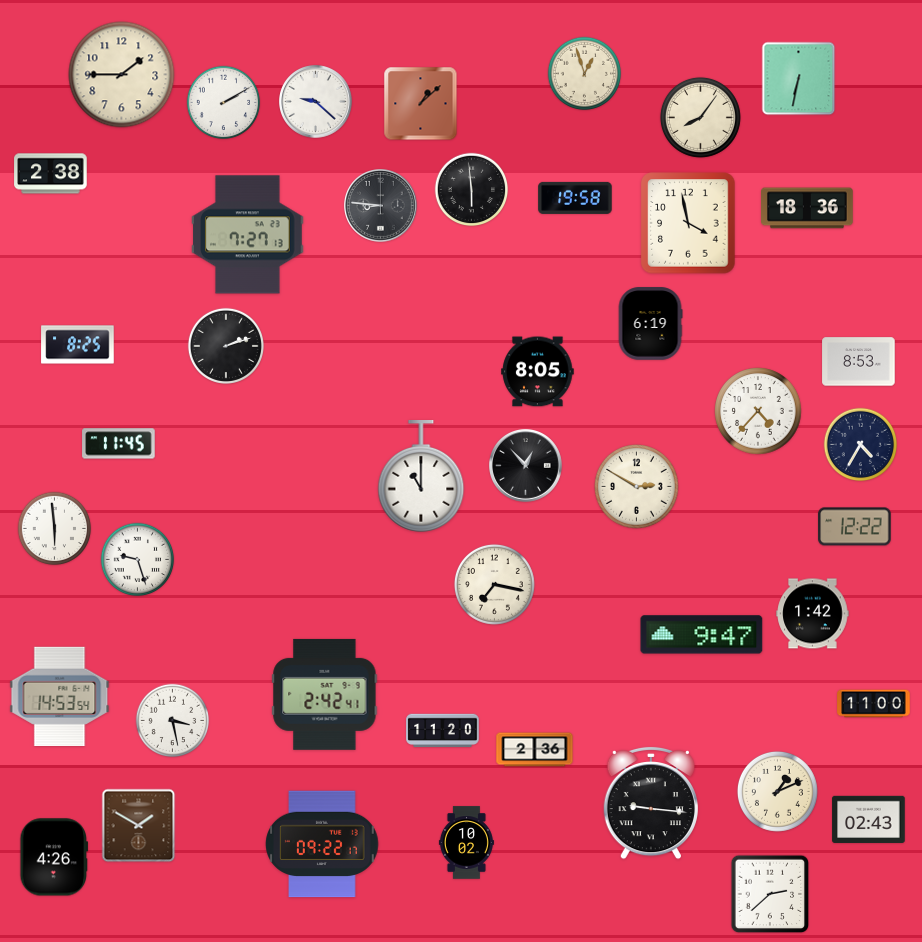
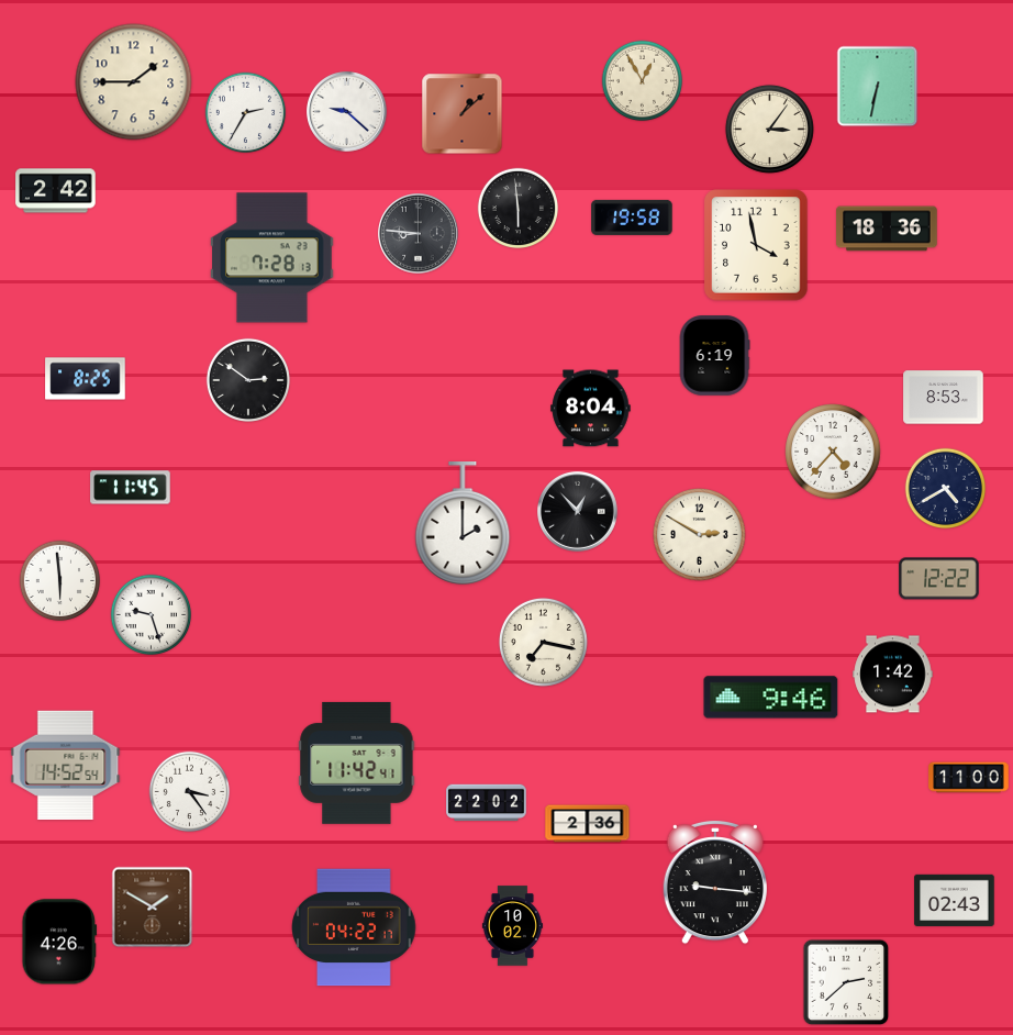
clock at (585, 74): 12:57 -> 12:55
clock at (224, 103): 2:10 -> 2:35
clock at (700, 117): 8:06 -> 3:06
clock at (51, 174): 2:38 -> 2:42
clock at (381, 206) position: (381, 206) -> (419, 234)
clock at (248, 235): 7:27 -> 7:28
clock at (226, 346): 2:12 -> 2:51
clock at (538, 372): 8:05 -> 8:04
clock at (861, 445): 4:35 -> 4:40
clock at (421, 477): 11:00 -> 2:00
clock at (702, 635): 9:47 -> 9:46
clock at (325, 694): 2:42 -> 11:42
clock at (60, 696): 14:53 -> 14:52
clock at (874, 704) position: (874, 704) -> (969, 778)
clock at (173, 721): 3:28 -> 3:24
clock at (443, 731): 11:20 -> 22:02
clock at (777, 791): 1:11 -> none
clock at (322, 844): 09:22 -> 04:22
